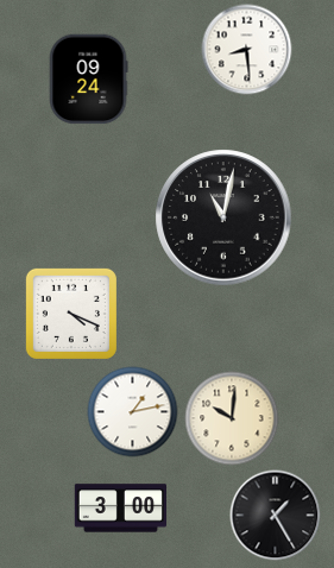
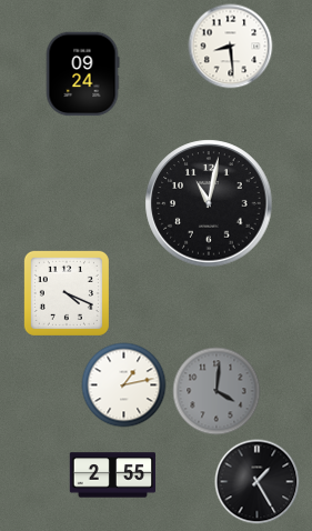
clock at (232, 418): 10:01 -> 4:01
clock at (232, 418) dial: cream -> grey
clock at (120, 509): 3:00 -> 2:55
